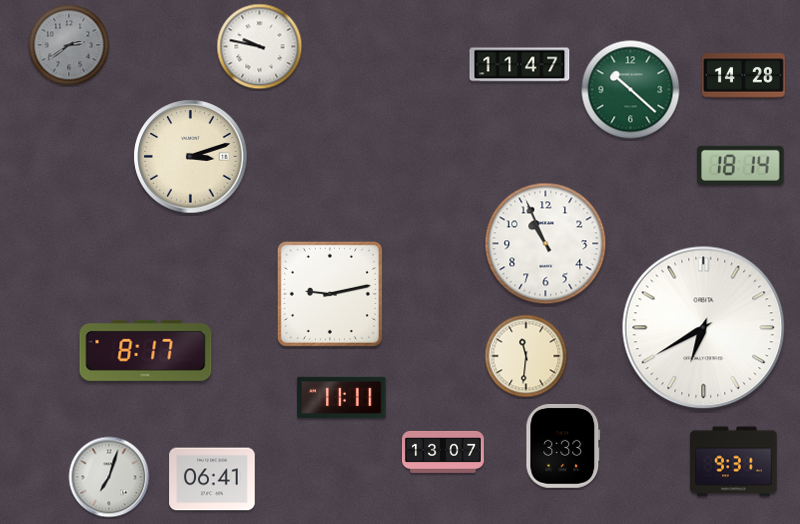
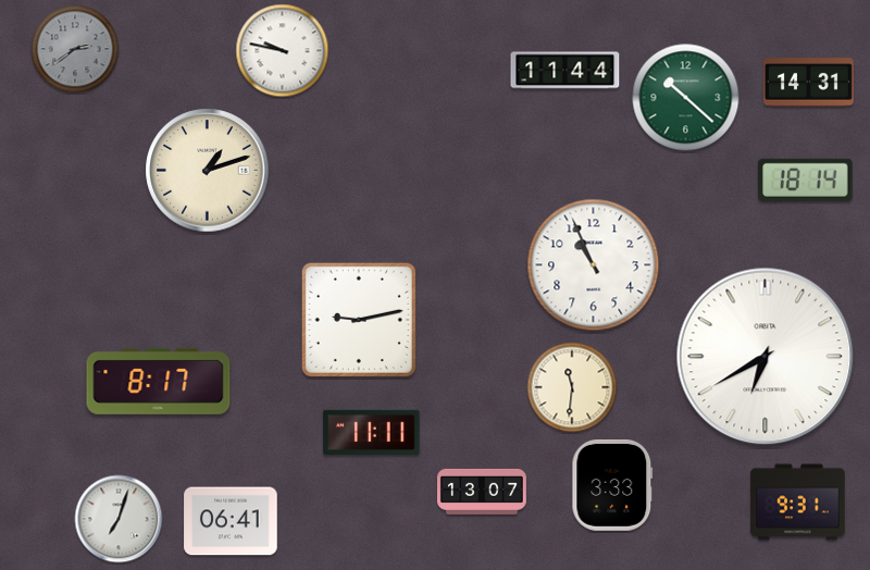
clock at (520, 65): 11:47 -> 11:44
clock at (743, 76): 14:28 -> 14:31
clock at (191, 157): 3:12 -> 1:12
